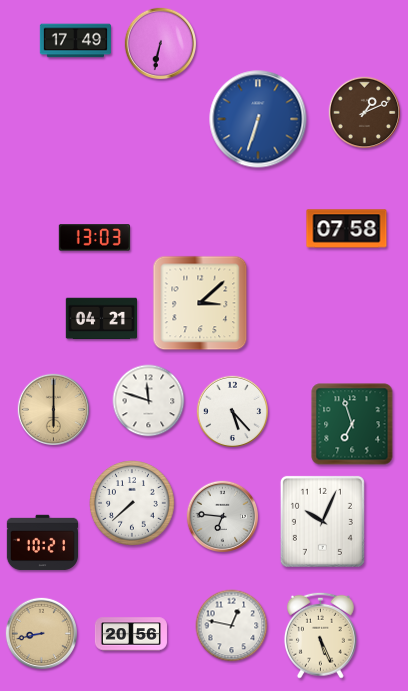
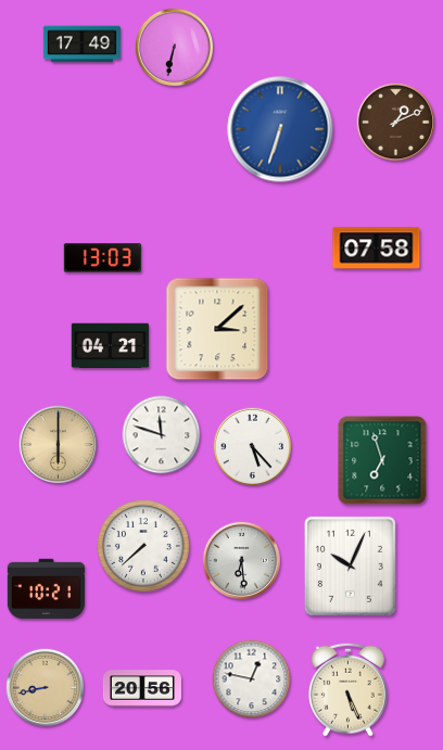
clock at (223, 517): 6:46 -> 6:29
